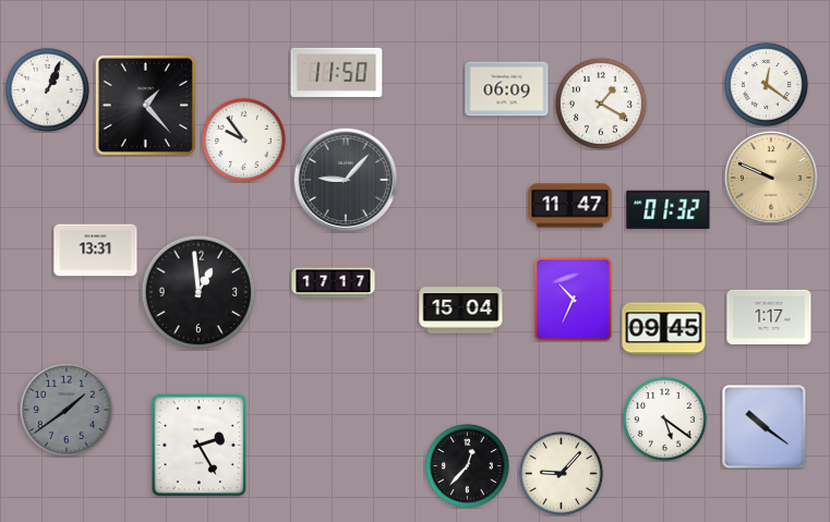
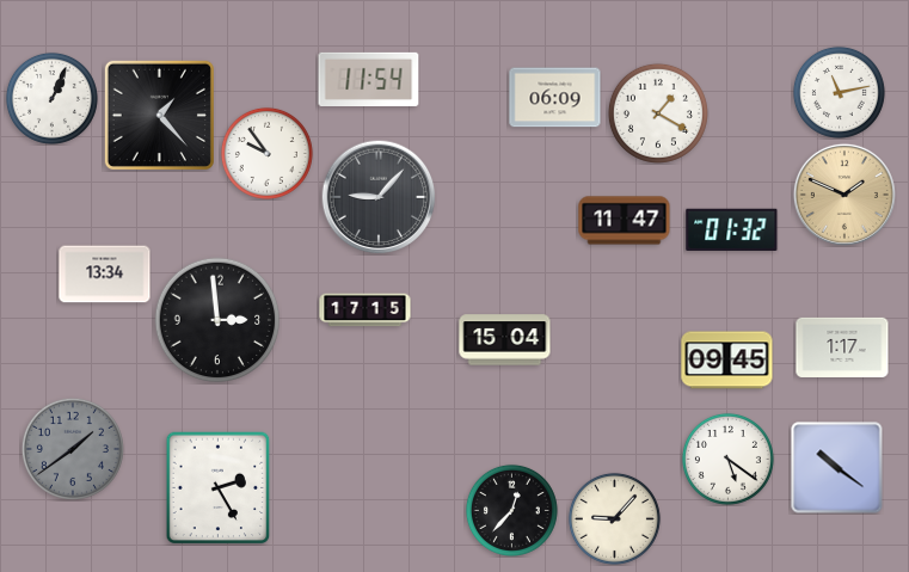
clock at (337, 72): 11:50 -> 11:54
clock at (766, 84): 12:21 -> 11:13
clock at (771, 178): 9:49 -> 1:49
clock at (570, 206) position: (570, 206) -> (625, 221)
clock at (96, 251): 13:31 -> 13:34
clock at (334, 283): 17:17 -> 17:15
clock at (199, 292): 12:59 -> 2:59
clock at (574, 299): 10:34 -> none
